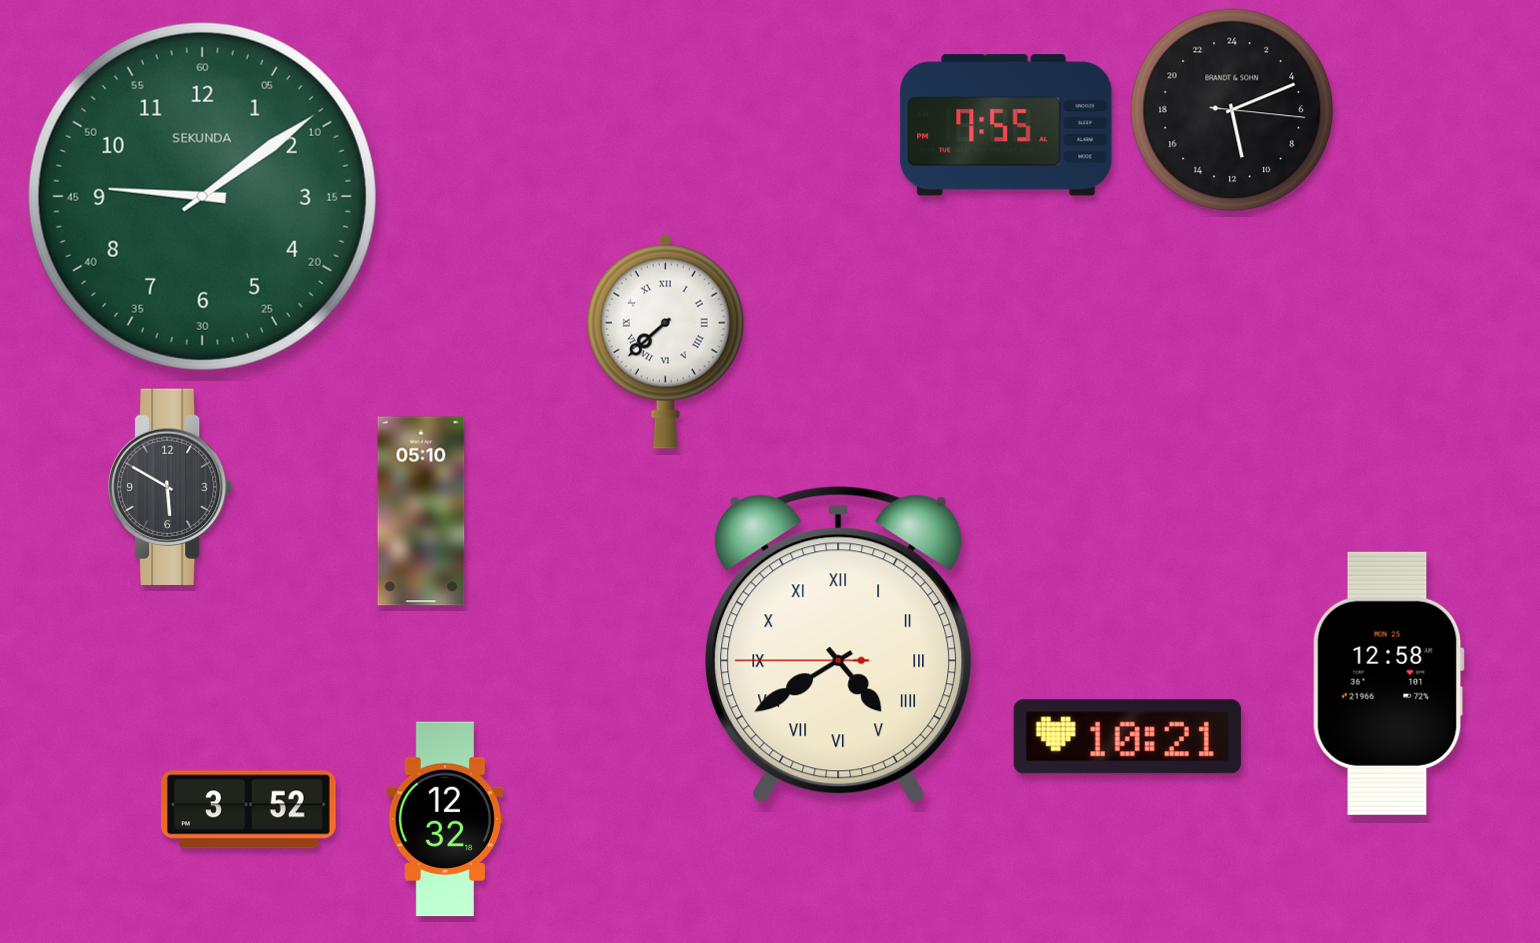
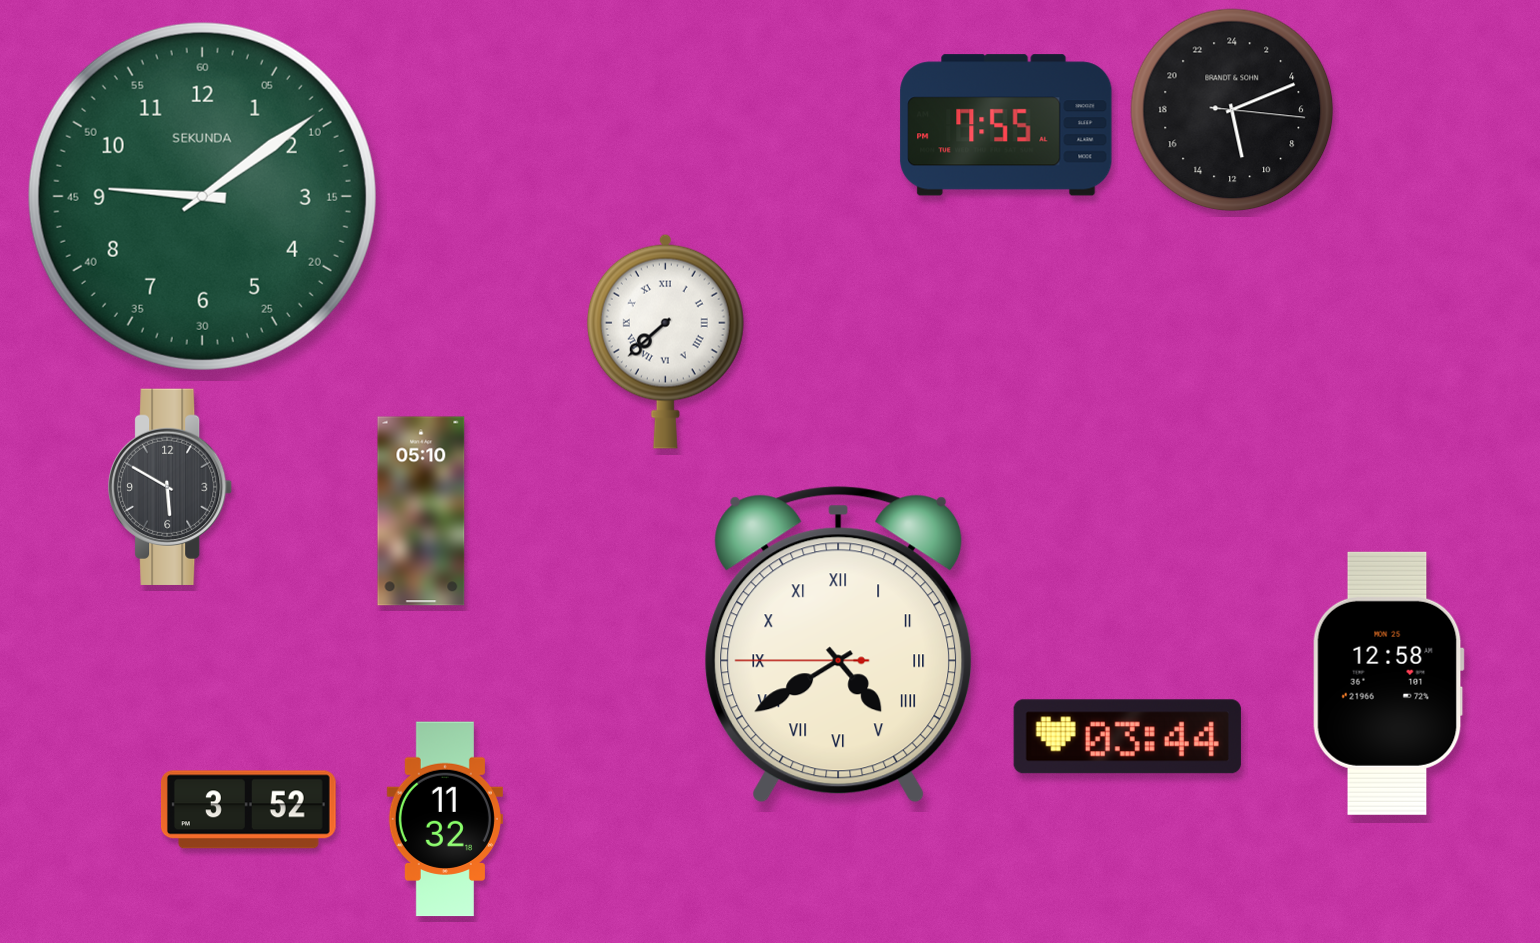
clock at (1127, 737): 10:21 -> 03:44
clock at (445, 819): 12:32 -> 11:32
